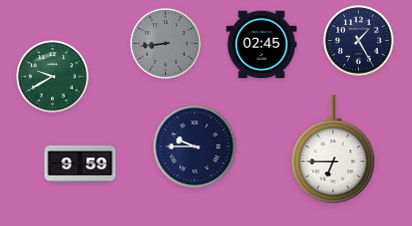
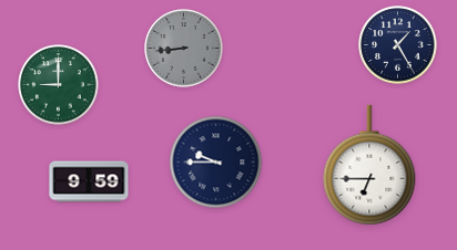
clock at (262, 45): 02:45 -> none
clock at (53, 77): 9:40 -> 9:00
